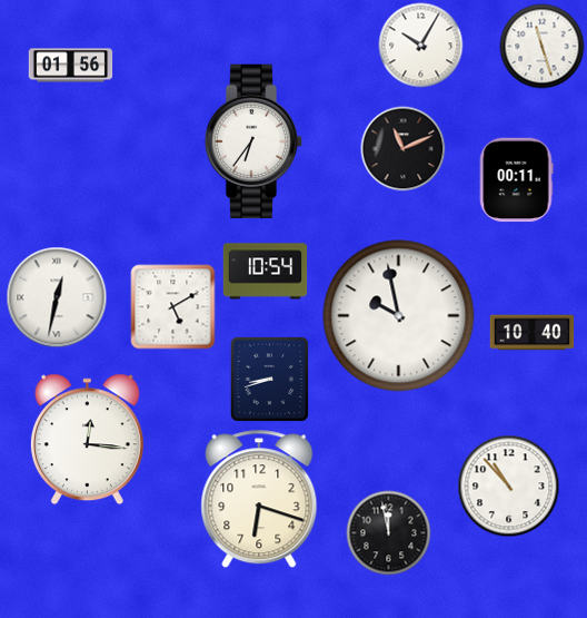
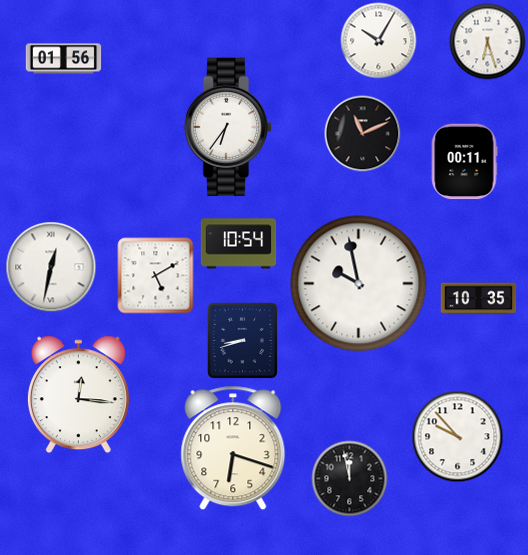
clock at (543, 47): 11:27 -> 6:27
clock at (533, 333): 10:40 -> 10:35
clock at (509, 487): 10:53 -> 9:53
